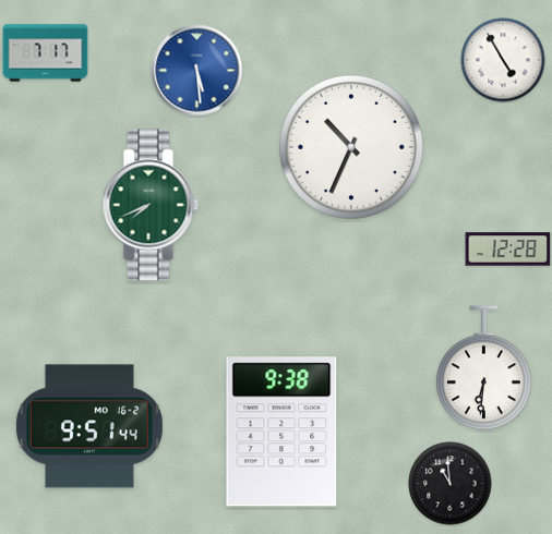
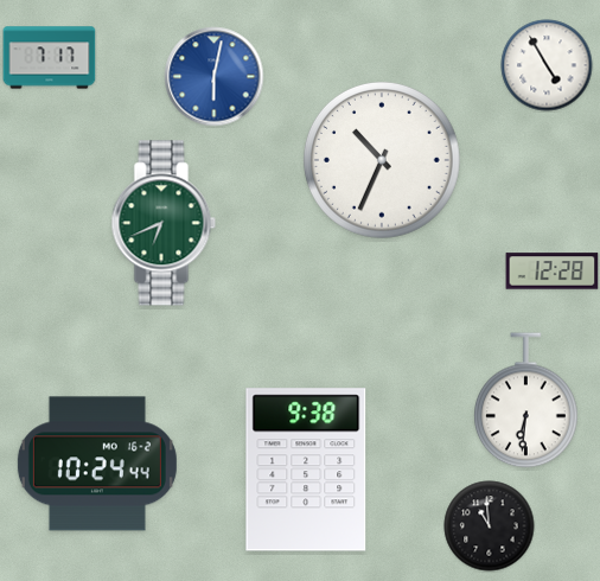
clock at (197, 71): 5:29 -> 6:02
clock at (151, 205): 7:41 -> 6:41
clock at (89, 426): 9:51 -> 10:24
